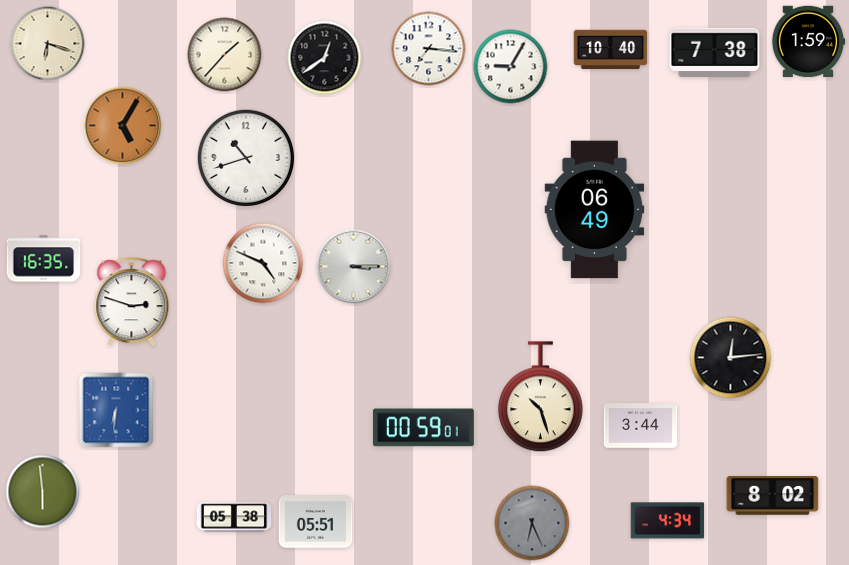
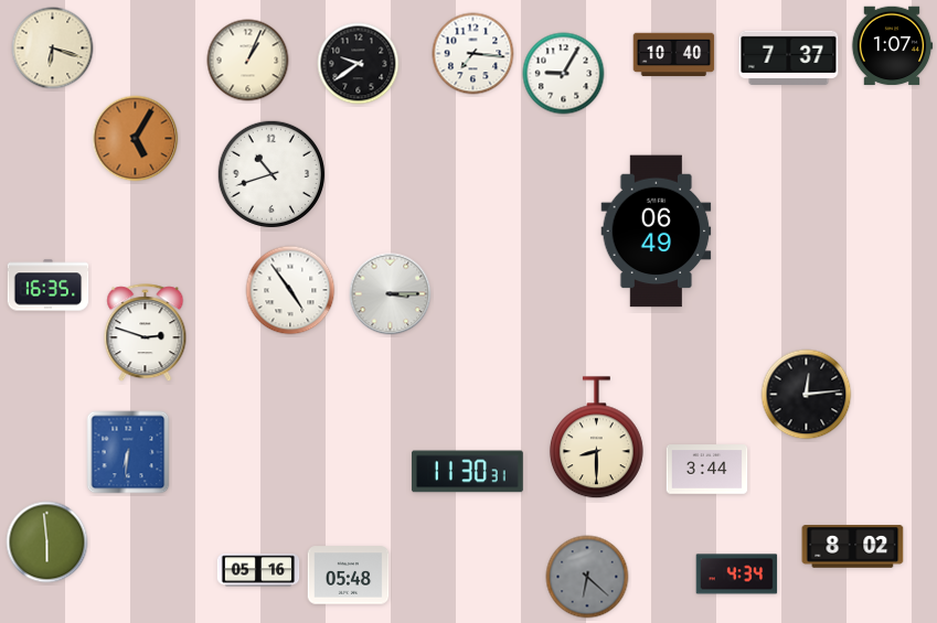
clock at (808, 42): 1:59 -> 1:07
clock at (715, 52): 7:38 -> 7:37
clock at (225, 55): 1:37 -> 1:04
clock at (325, 58): 12:39 -> 9:39
clock at (263, 263): 4:49 -> 4:54
clock at (540, 397): 10:27 -> 8:30
clock at (423, 428): 00:59 -> 11:30
clock at (234, 517): 05:38 -> 05:16
clock at (316, 522): 05:51 -> 05:48
clock at (532, 523): 6:26 -> 6:22
